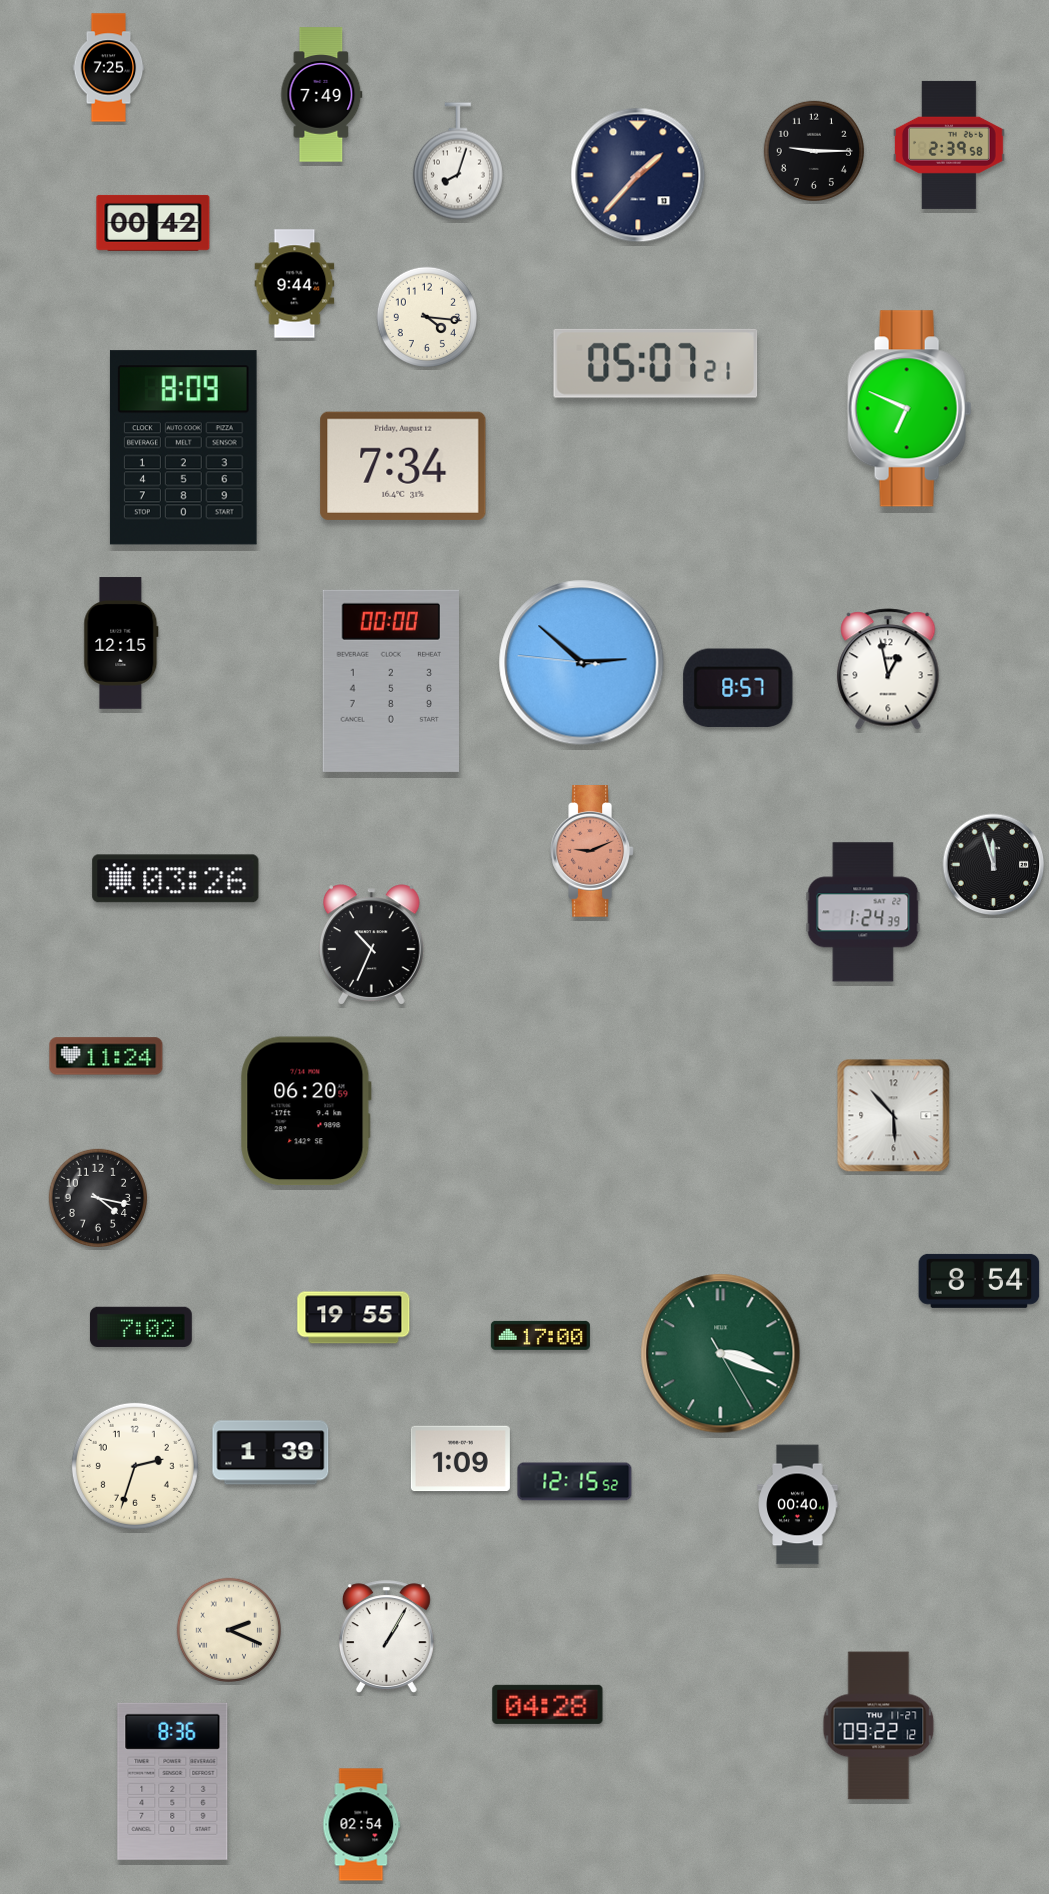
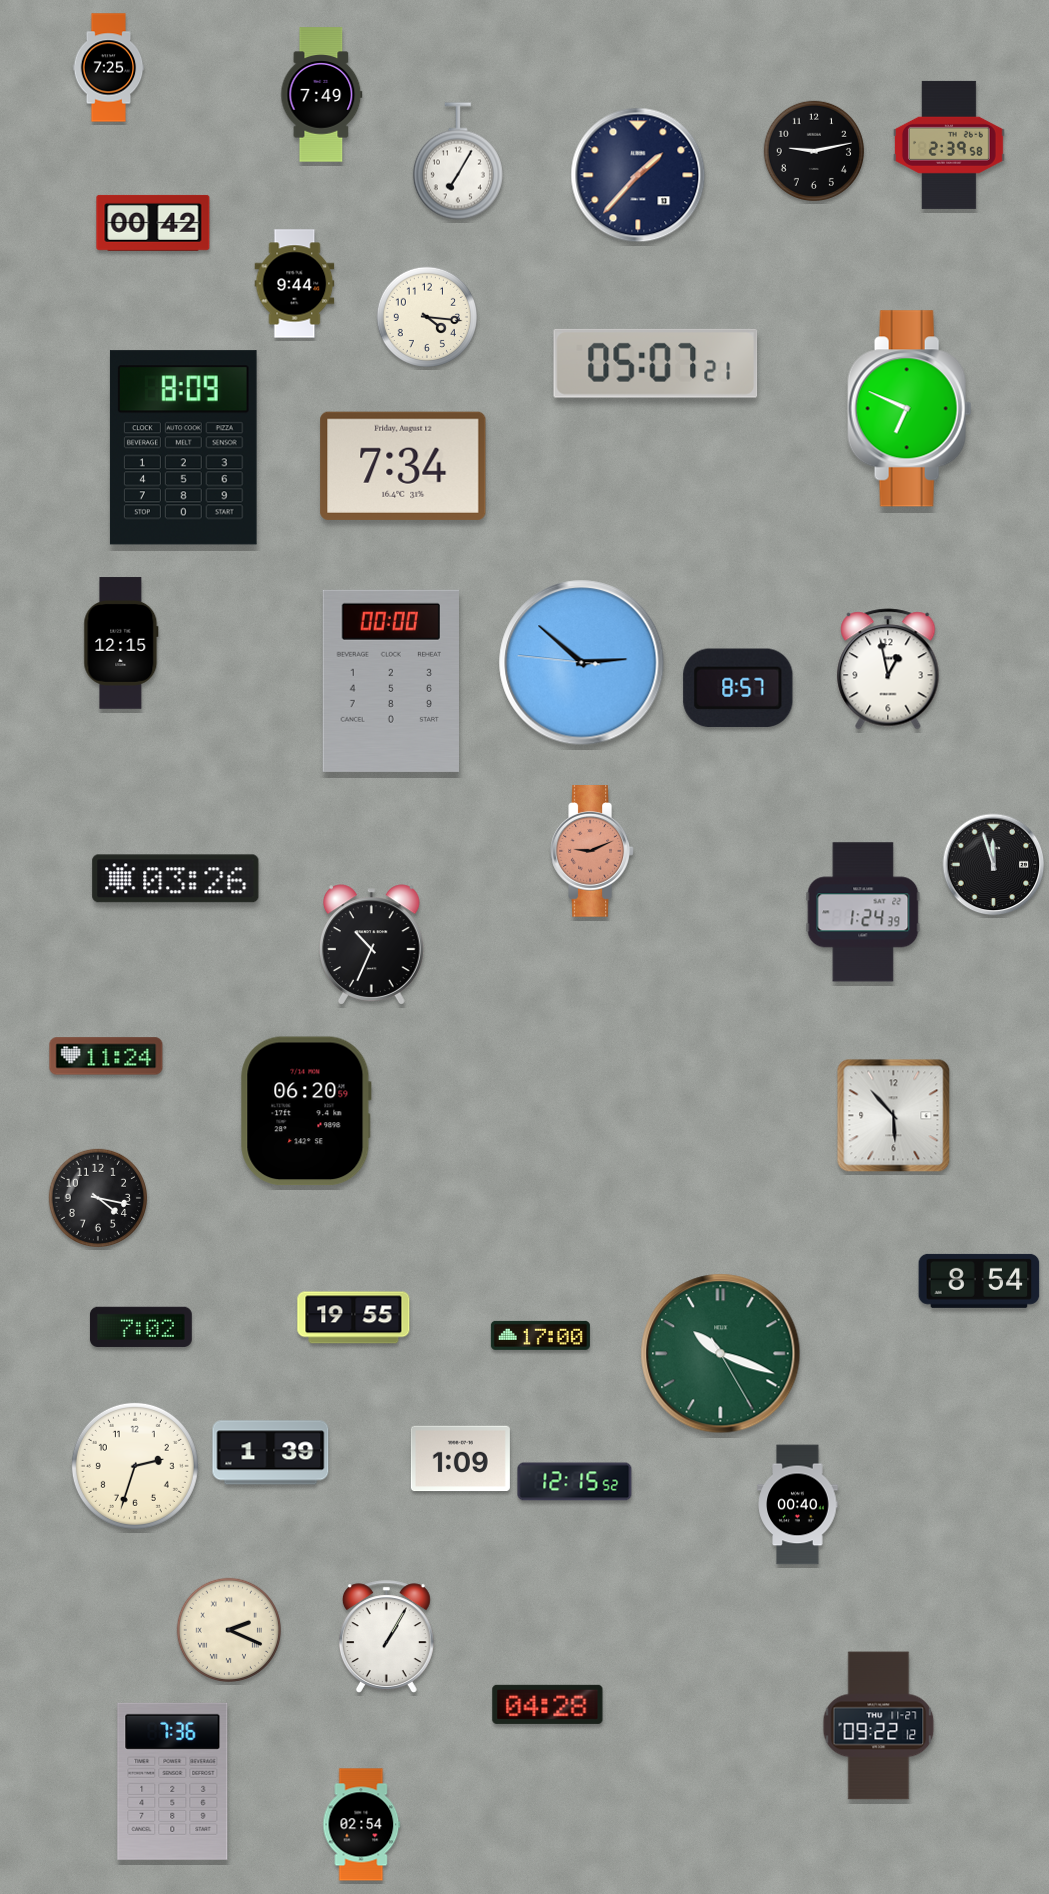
clock at (814, 151): 9:15 -> 9:13
clock at (458, 161): 8:03 -> 7:05
clock at (721, 1354): 3:18 -> 10:18
clock at (173, 1781): 8:36 -> 7:36
